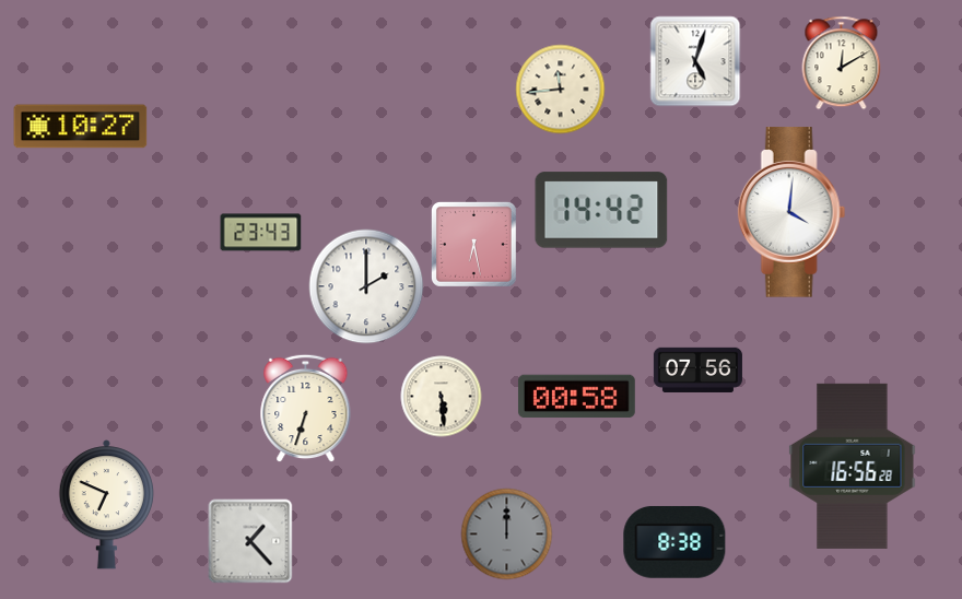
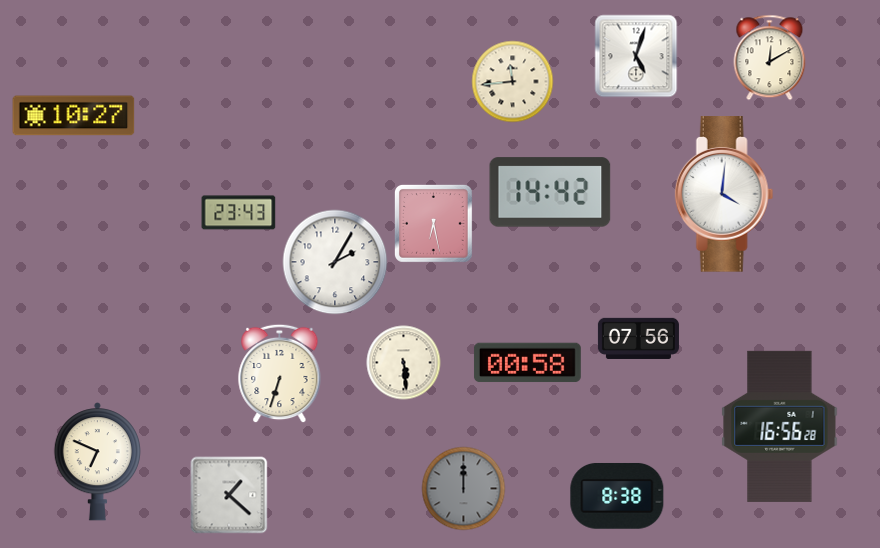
clock at (366, 286): 2:00 -> 2:05
clock at (250, 541): 1:23 -> 1:22
